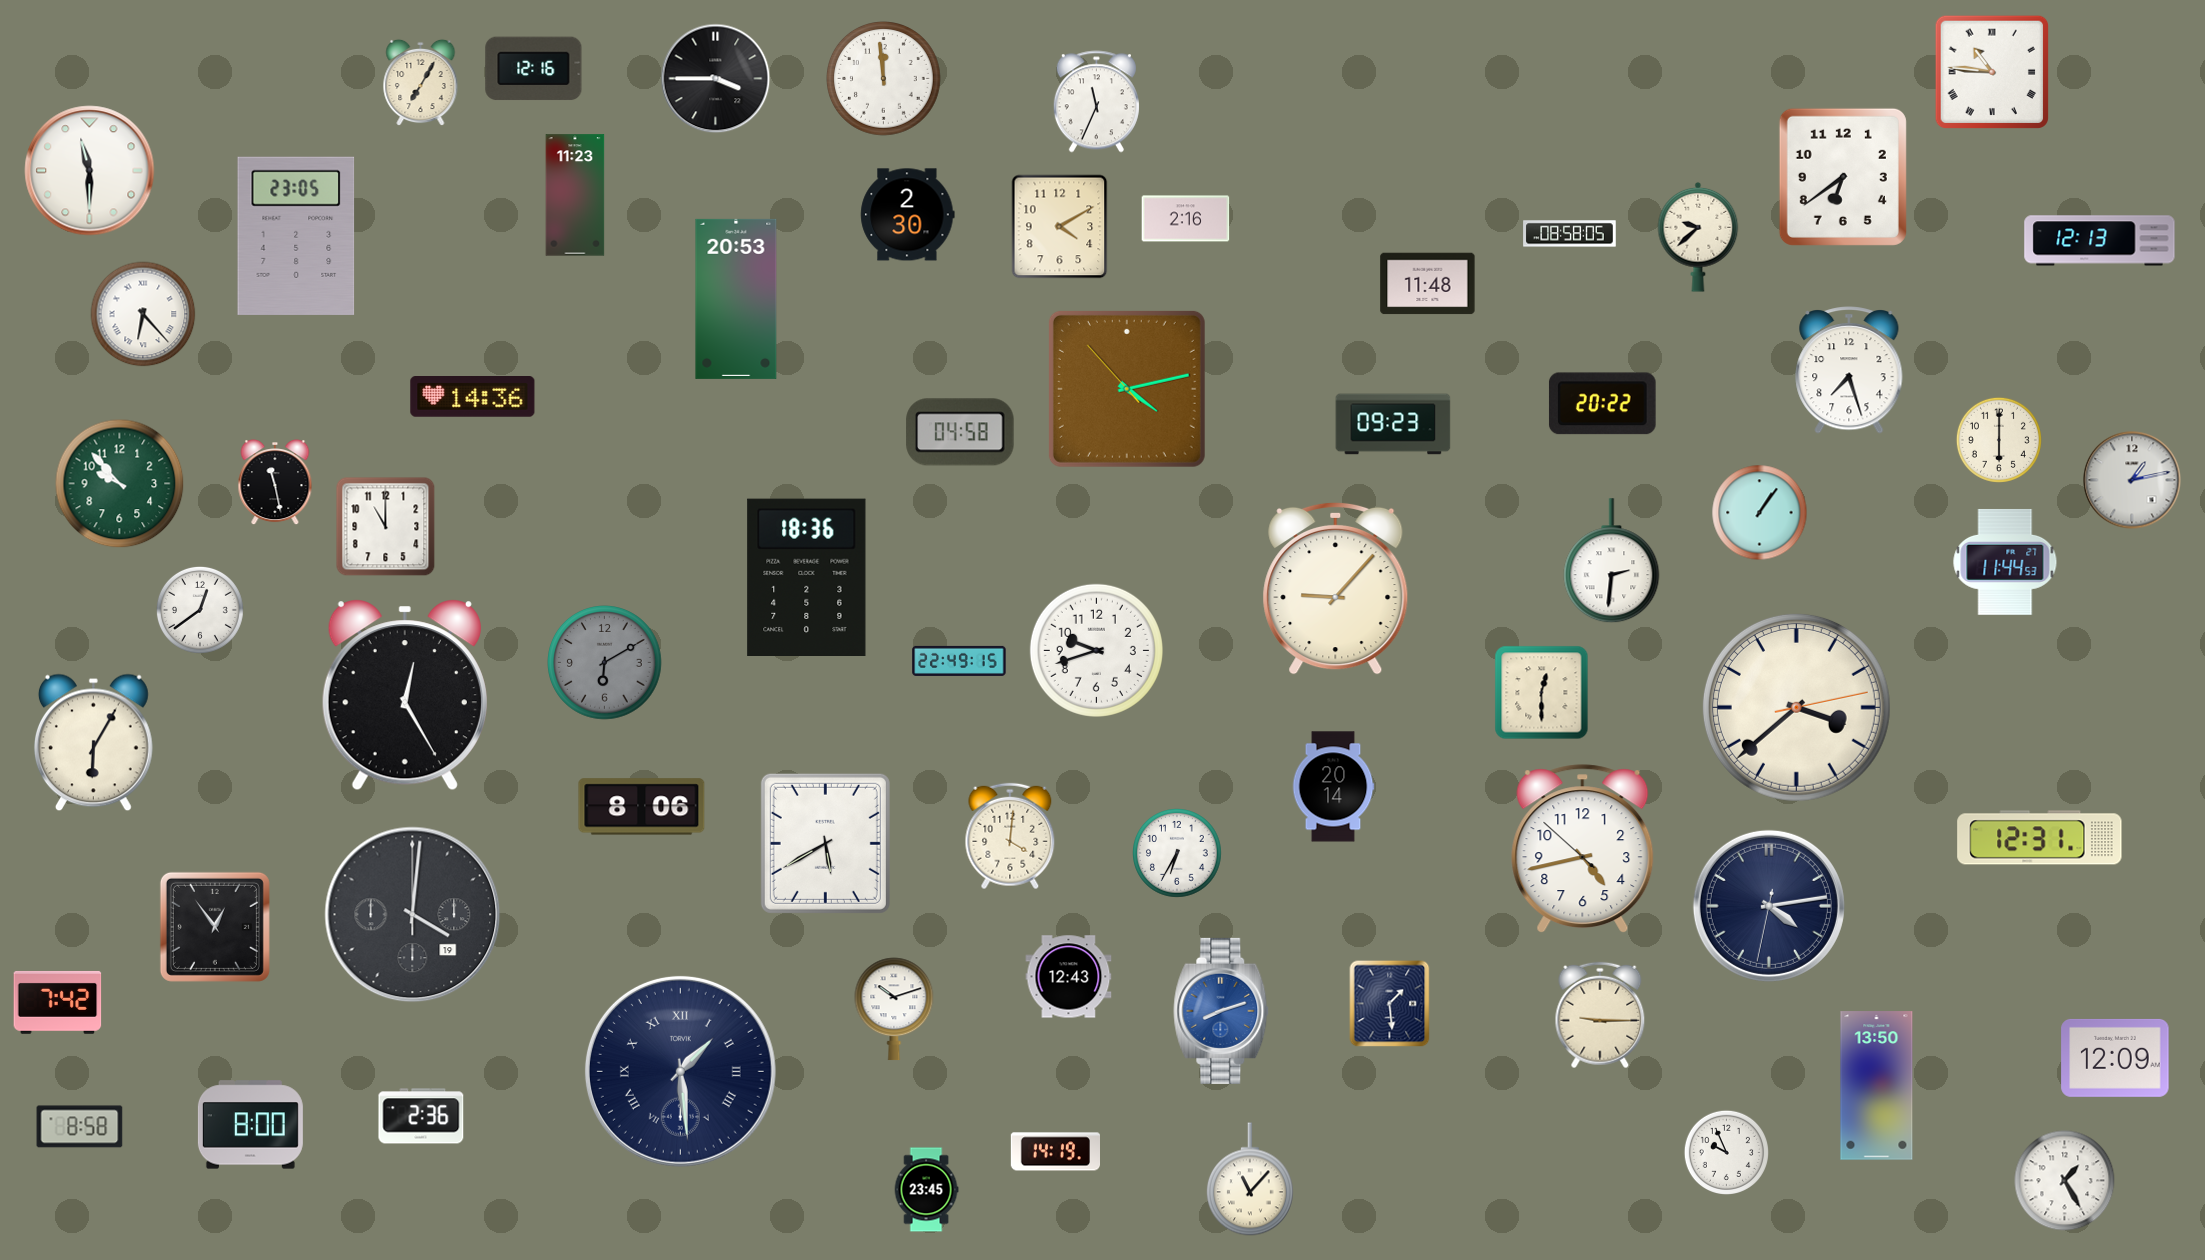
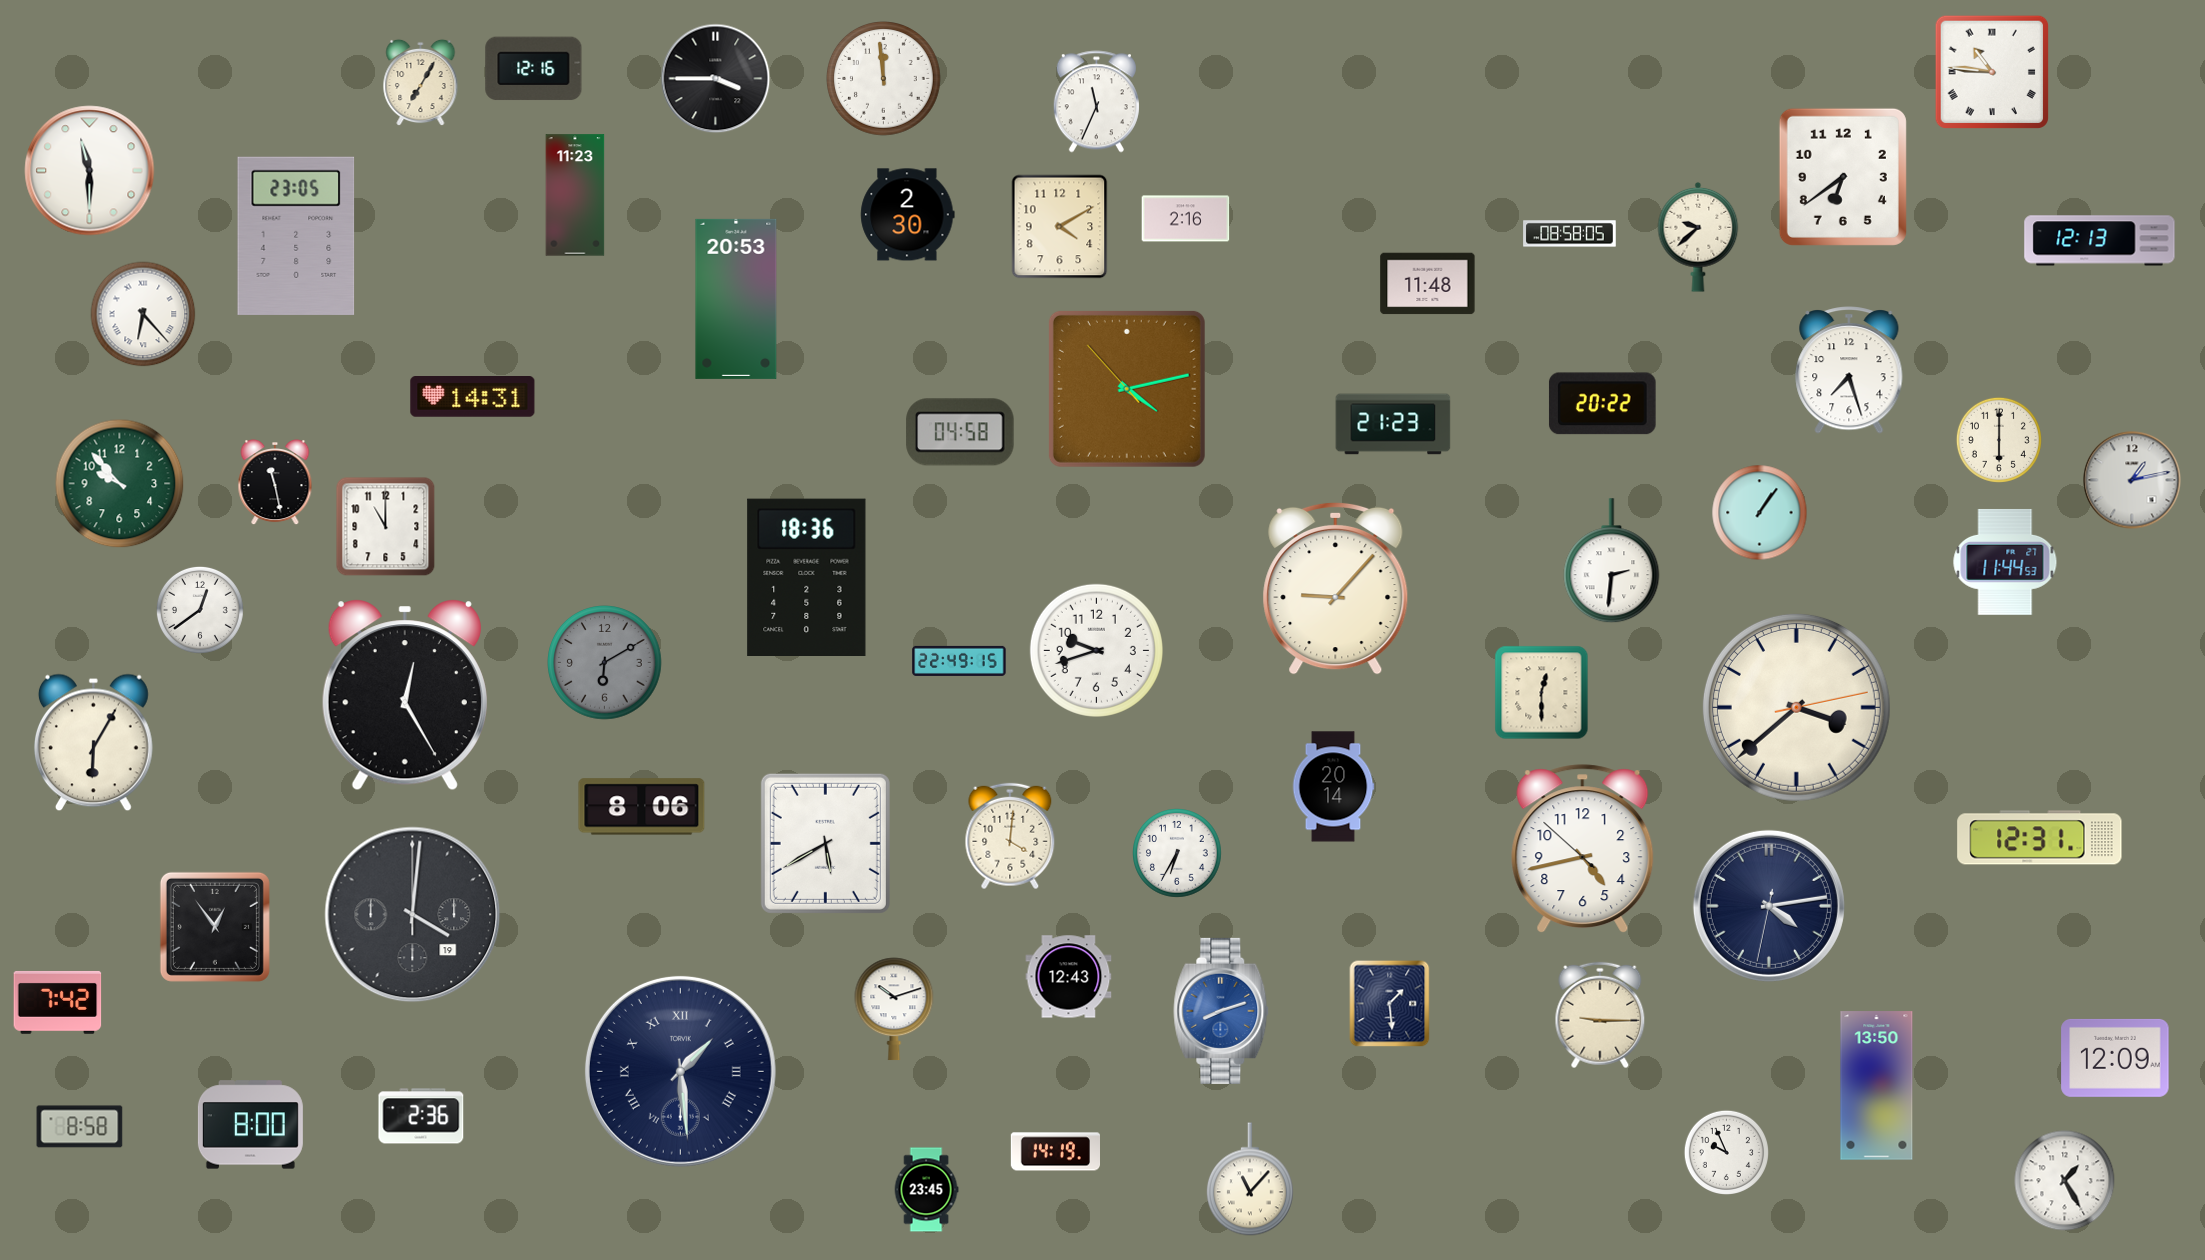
clock at (473, 397): 14:36 -> 14:31
clock at (1393, 424): 09:23 -> 21:23
